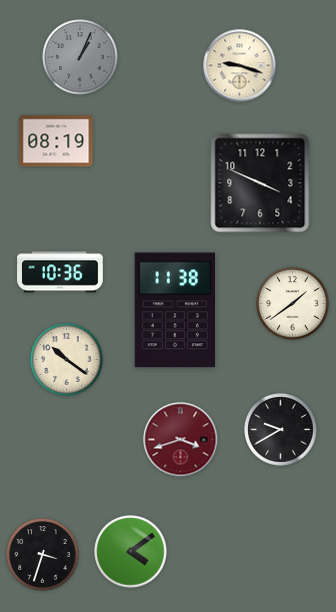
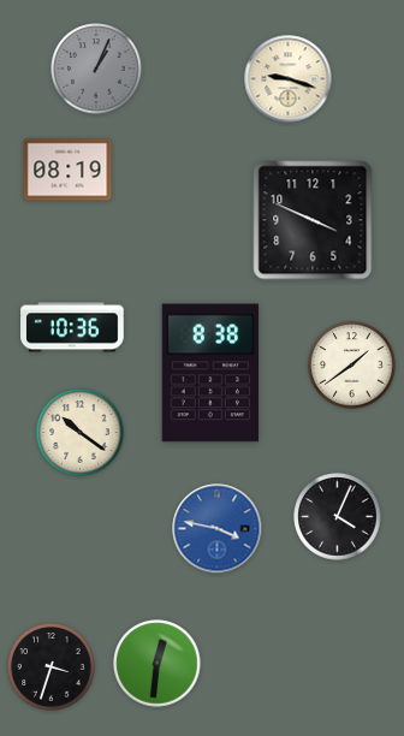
clock at (174, 310): 11:38 -> 8:38
clock at (281, 430): 9:40 -> 4:04
clock at (181, 440): 3:42 -> 3:47
clock at (181, 440) dial: burgundy -> blue
clock at (131, 552): 4:09 -> 12:31
